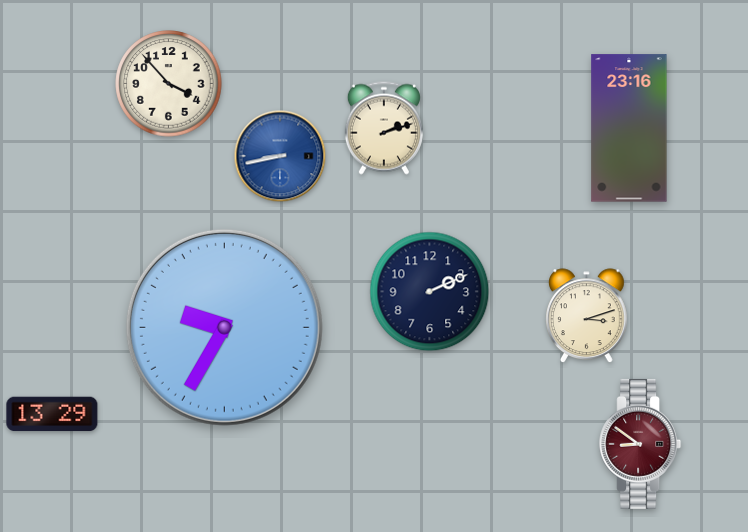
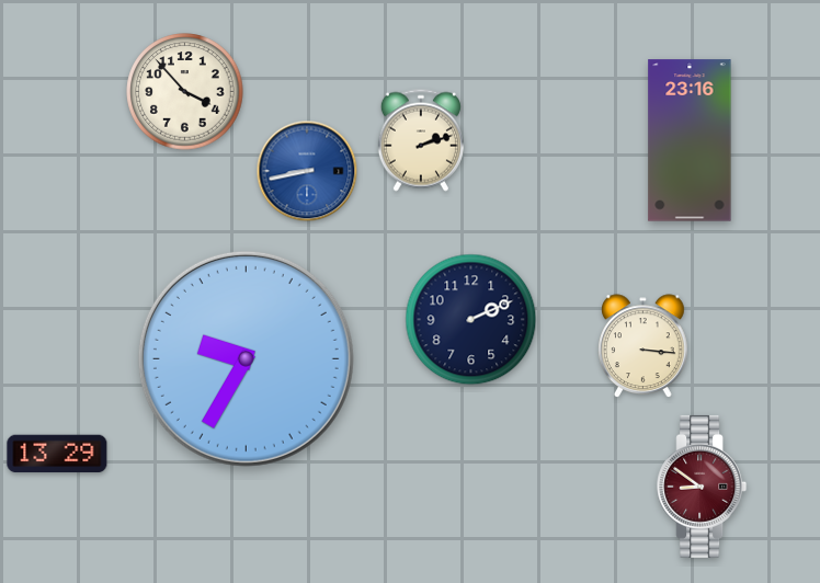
clock at (587, 316): 3:12 -> 3:16
